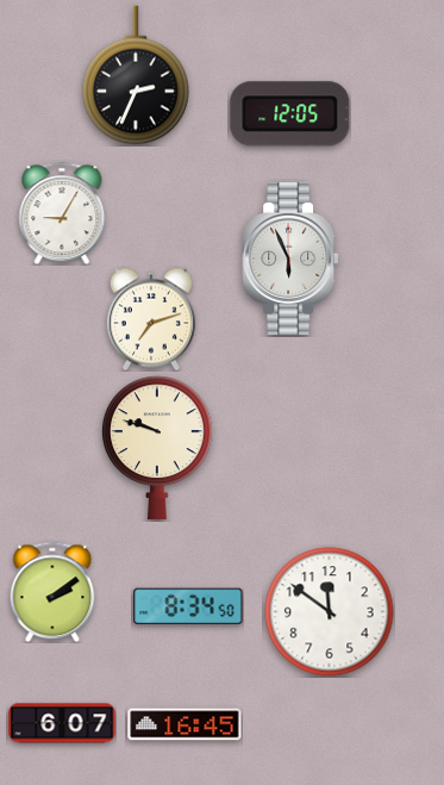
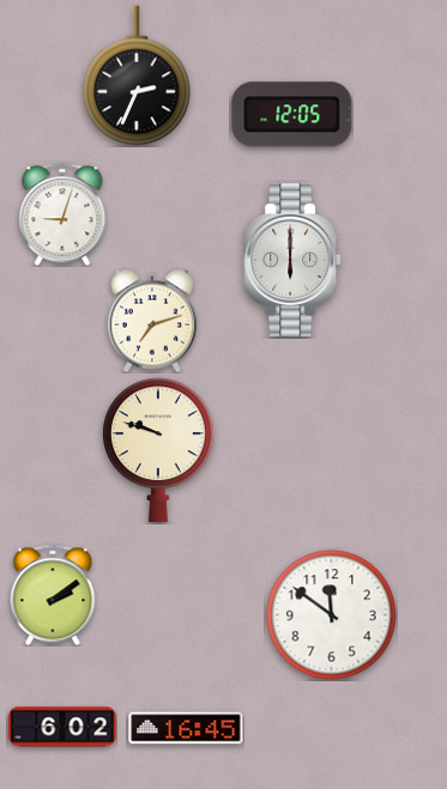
clock at (62, 213): 9:05 -> 9:03
clock at (290, 258): 5:56 -> 6:00
clock at (188, 606): 8:34 -> none
clock at (62, 723): 6:07 -> 6:02
